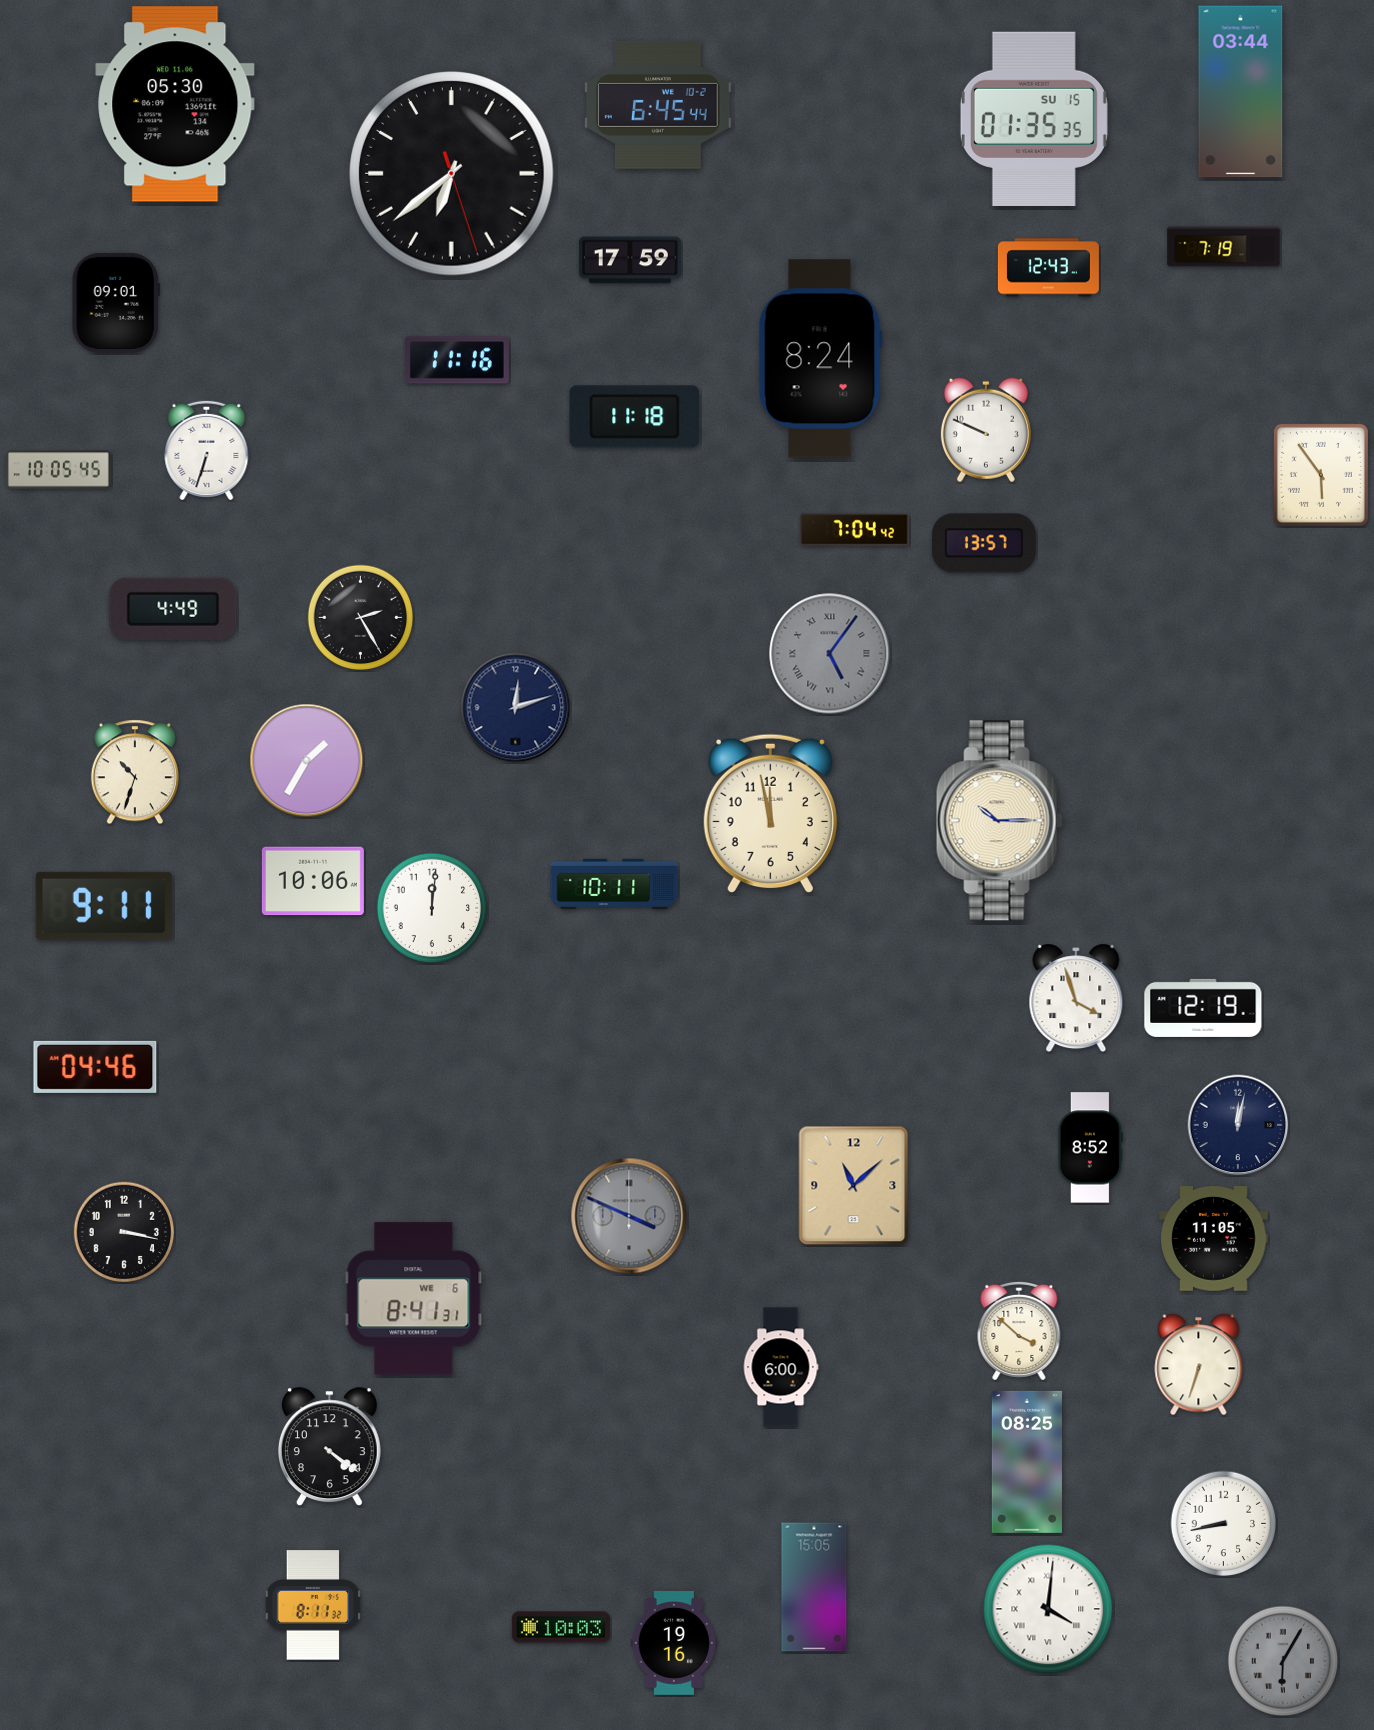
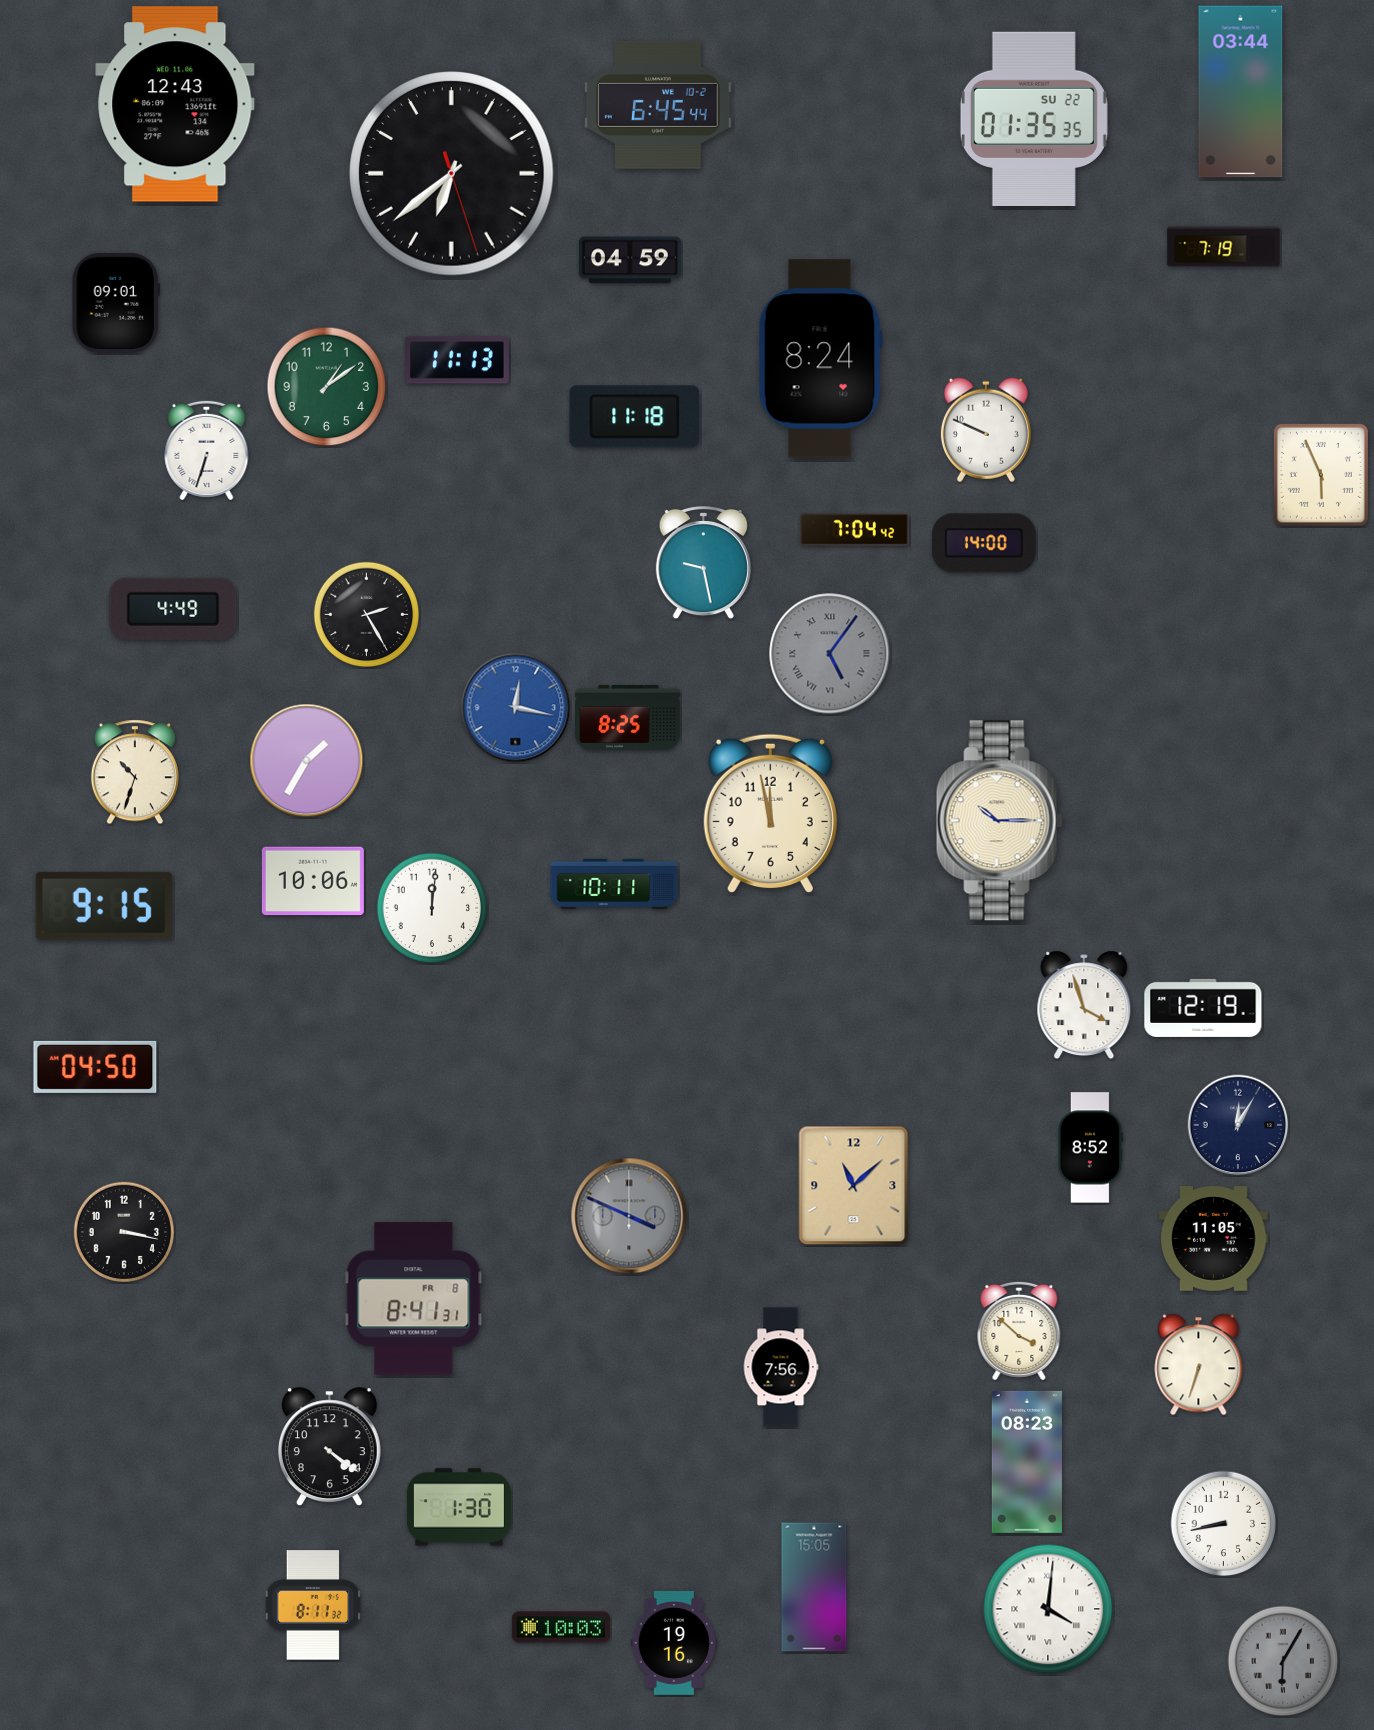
clock at (175, 104): 05:30 -> 12:43
clock at (1034, 118) date: SU 15 -> SU 22
clock at (630, 260): 17:59 -> 04:59
clock at (1048, 268): 12:43 -> none
clock at (457, 360): 11:16 -> 11:13
clock at (327, 387): none -> 1:09
clock at (59, 470): 10:05 -> none
clock at (1321, 475): 5:54 -> 5:56
clock at (984, 543): 13:57 -> 14:00
clock at (703, 564): none -> 9:28
clock at (361, 618) position: (361, 618) -> (367, 615)
clock at (516, 708): 12:12 -> 12:17
clock at (516, 708) dial: navy -> blue
clock at (628, 717): none -> 8:25
clock at (104, 906): 9:11 -> 9:15
clock at (1076, 998) position: (1076, 998) -> (1084, 1005)
clock at (95, 1067): 04:46 -> 04:50
clock at (1238, 1125): 12:02 -> 12:05
clock at (414, 1299) date: WE 6 -> FR 8
clock at (781, 1367): 6:00 -> 7:56
clock at (1027, 1462): 08:25 -> 08:23
clock at (459, 1507): none -> 1:30
